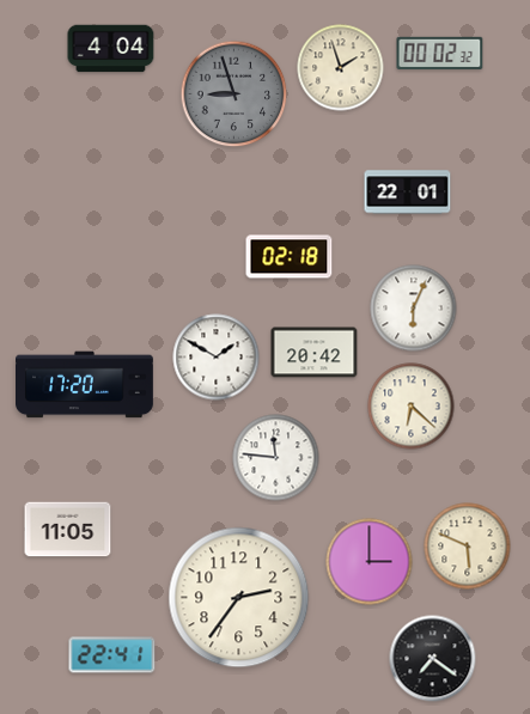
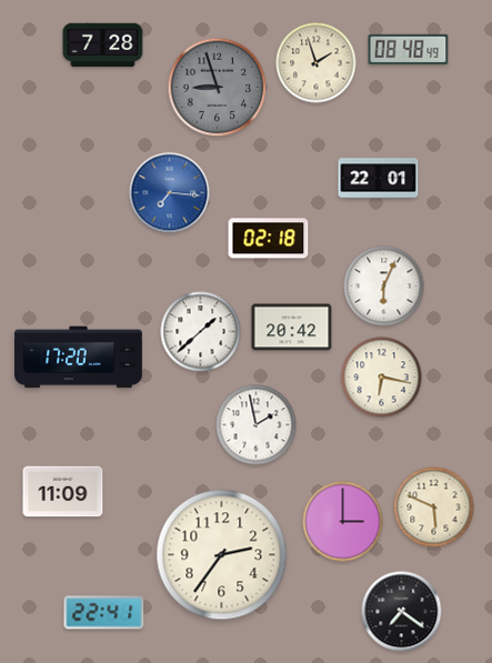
clock at (111, 49): 4:04 -> 7:28
clock at (440, 53): 00:02 -> 08:48
clock at (170, 193): none -> 7:16
clock at (217, 358): 1:50 -> 1:38
clock at (412, 407): 6:22 -> 6:17
clock at (276, 458): 11:46 -> 1:58
clock at (68, 530): 11:05 -> 11:09
clock at (112, 655) position: (112, 655) -> (104, 613)
